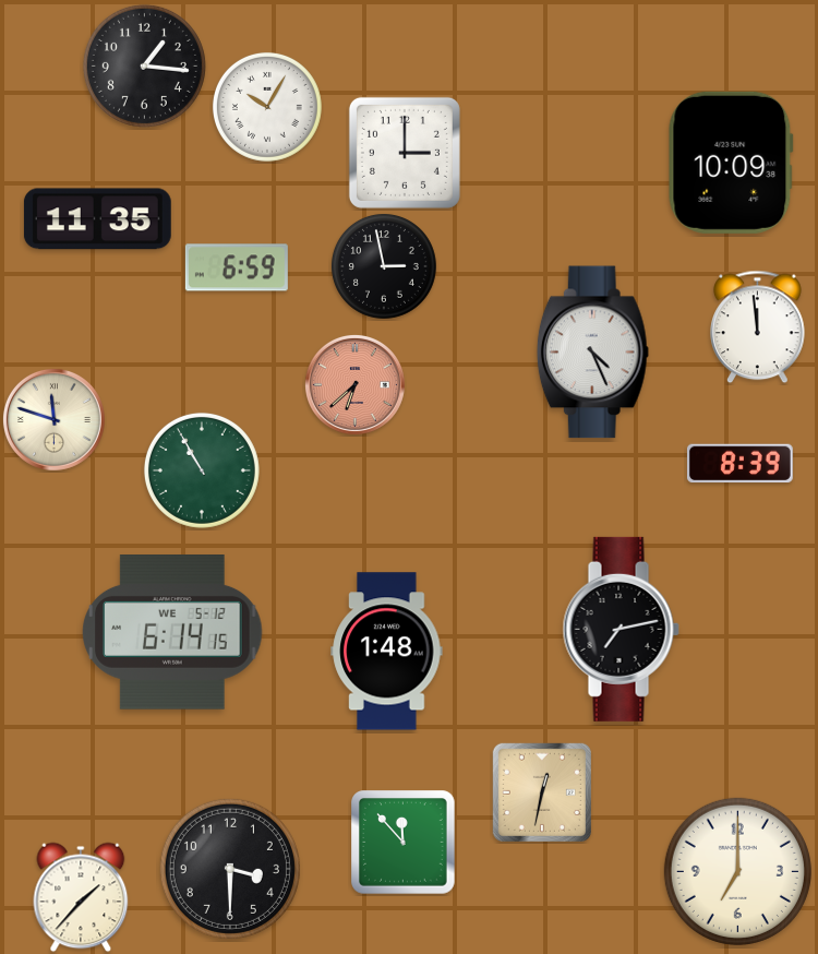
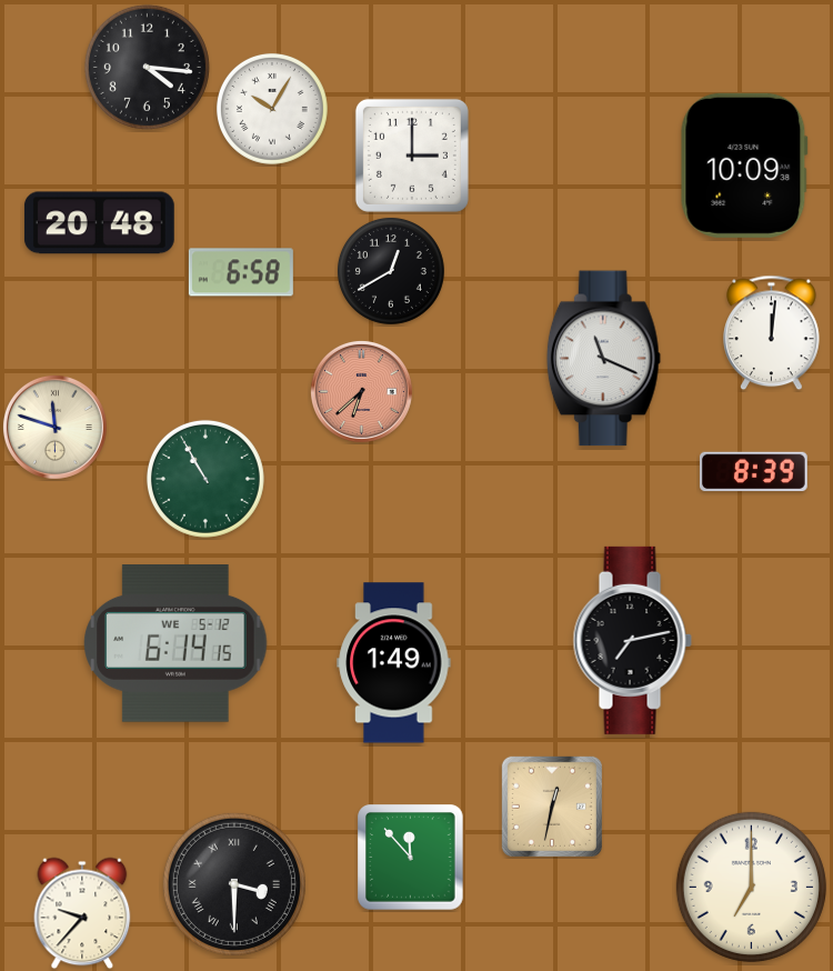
clock at (144, 65): 1:16 -> 4:16
clock at (97, 219): 11:35 -> 20:48
clock at (384, 266): 2:58 -> 12:40
clock at (237, 267): 6:59 -> 6:58
clock at (758, 327): 11:59 -> 12:01
clock at (592, 353): 4:26 -> 11:19
clock at (387, 652): 1:48 -> 1:49
clock at (230, 869) numerals: Arabic -> Roman
clock at (81, 897): 1:37 -> 9:37
